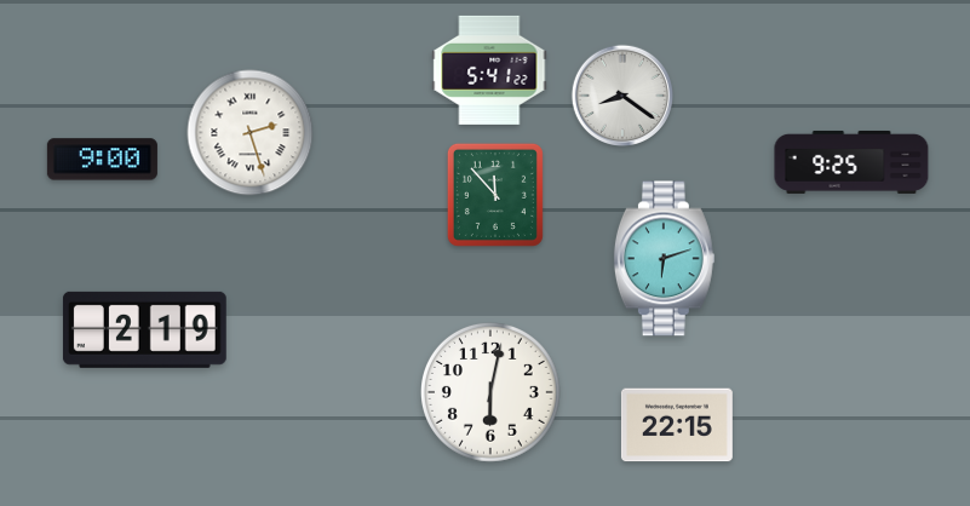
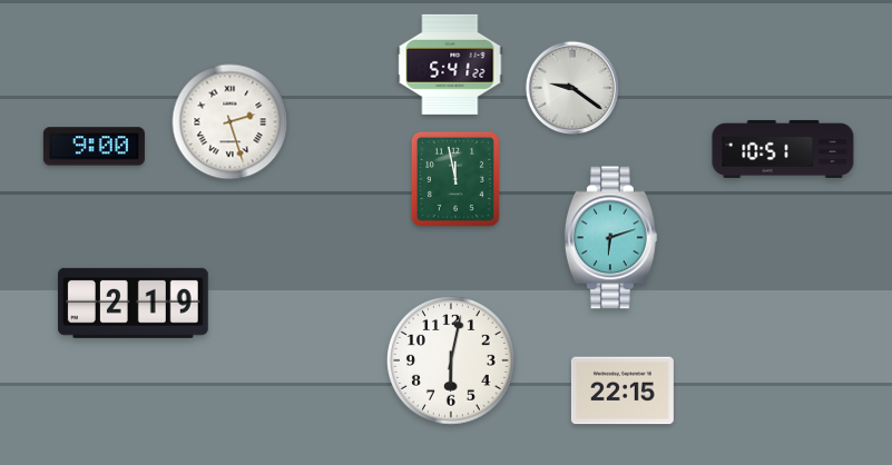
clock at (621, 94): 8:21 -> 9:21
clock at (851, 162): 9:25 -> 10:51
clock at (495, 195): 11:53 -> 11:58
